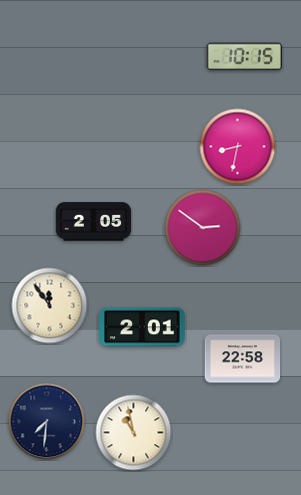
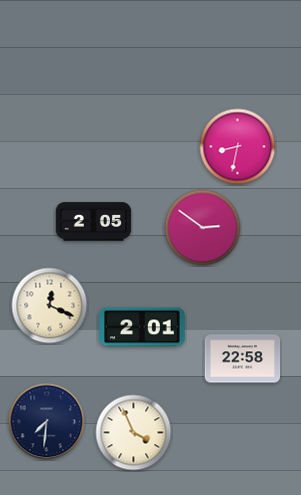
clock at (244, 57): 10:15 -> none
clock at (50, 306): 11:54 -> 12:19
clock at (134, 433): 10:58 -> 3:56
